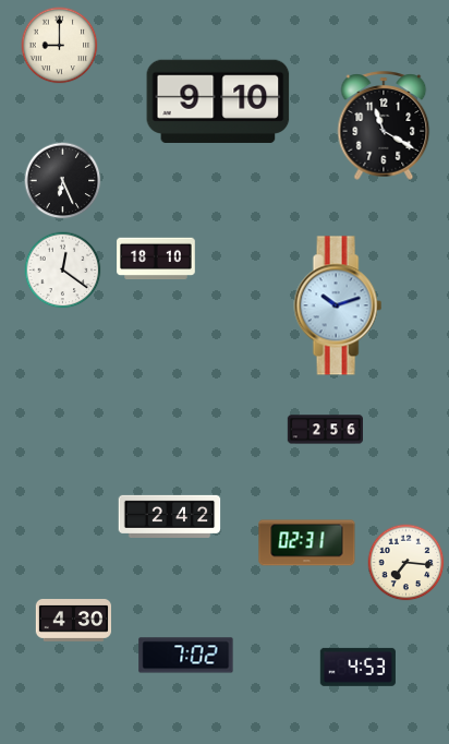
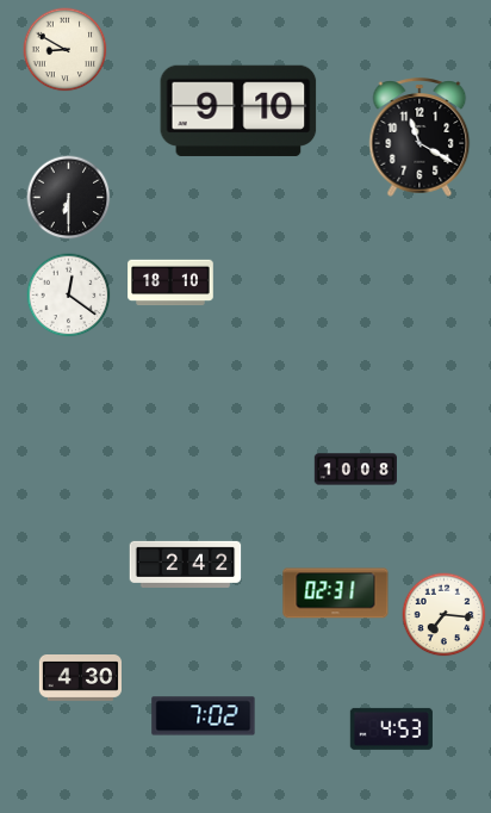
clock at (60, 46): 9:00 -> 8:50
clock at (63, 181): 6:26 -> 6:30
clock at (338, 305): 10:12 -> none
clock at (325, 430): 2:56 -> 10:08
